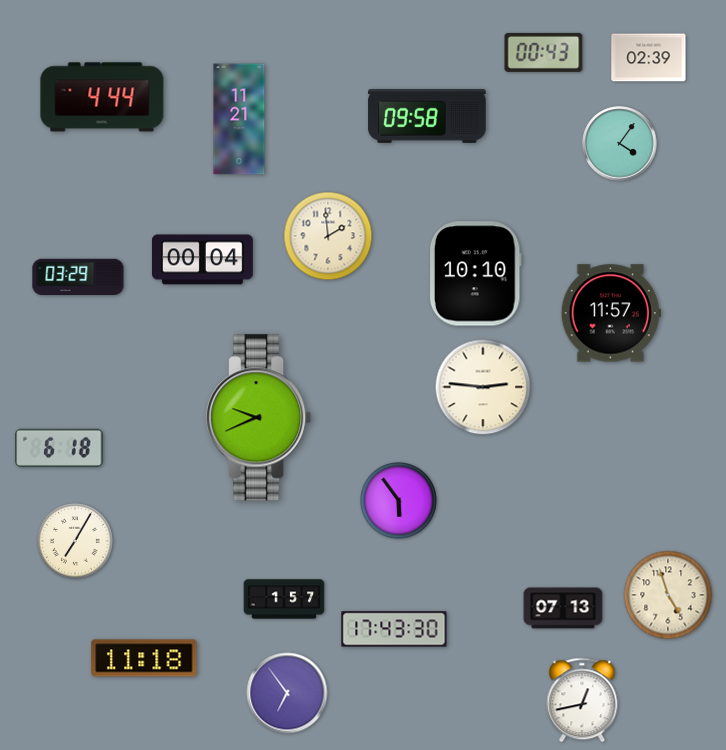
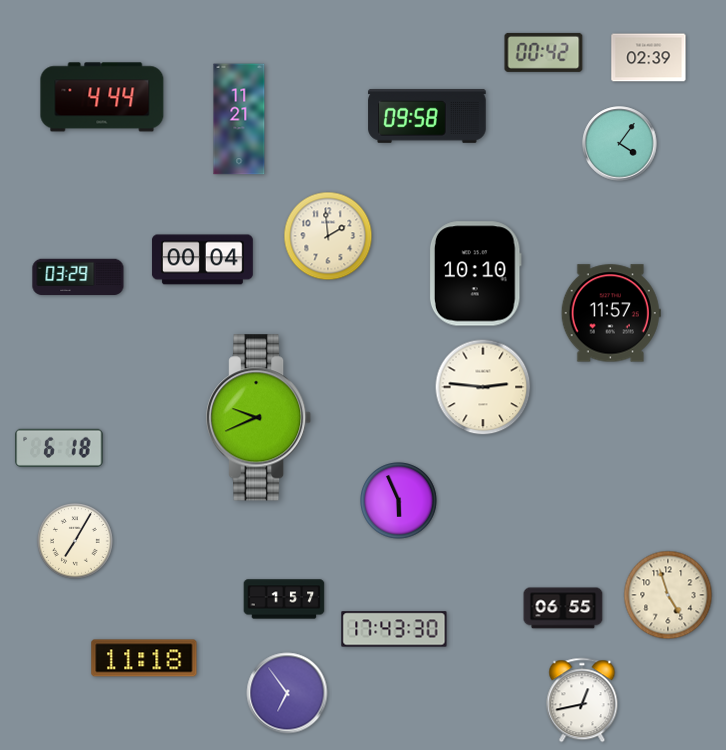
clock at (544, 52): 00:43 -> 00:42
clock at (399, 501): 5:54 -> 5:56
clock at (563, 608): 07:13 -> 06:55
